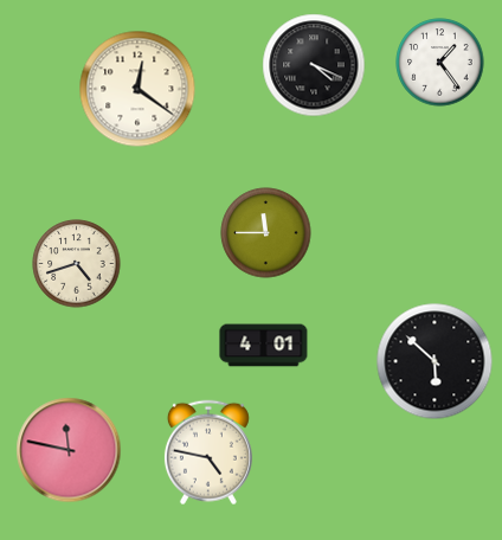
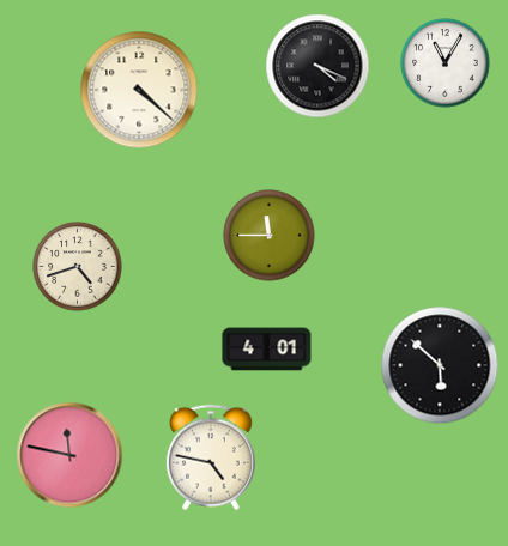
clock at (440, 63): 1:24 -> 11:05
clock at (137, 89): 12:21 -> 4:22
